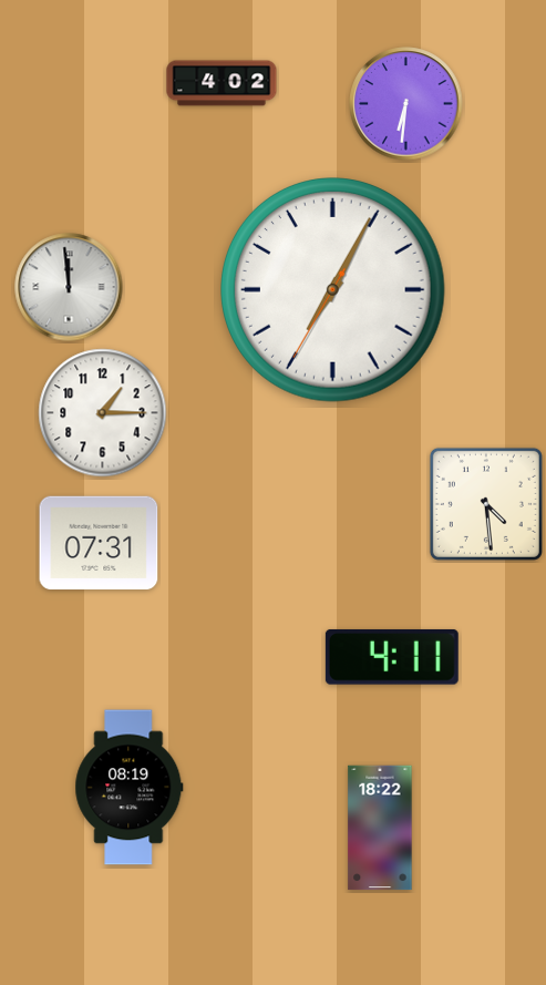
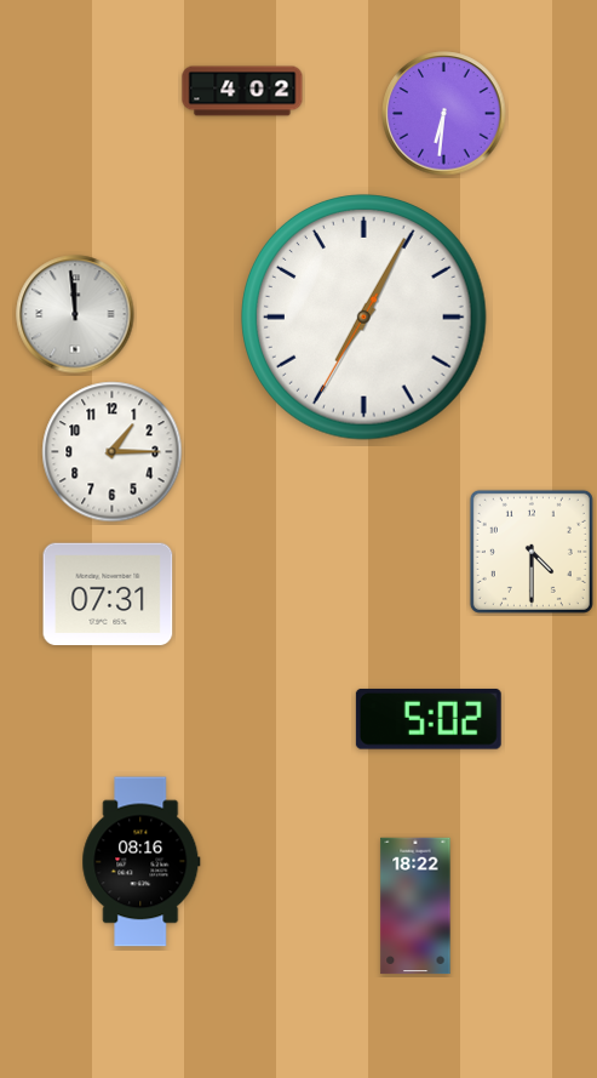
clock at (486, 504): 4:29 -> 4:30
clock at (392, 657): 4:11 -> 5:02
clock at (130, 788): 08:19 -> 08:16
